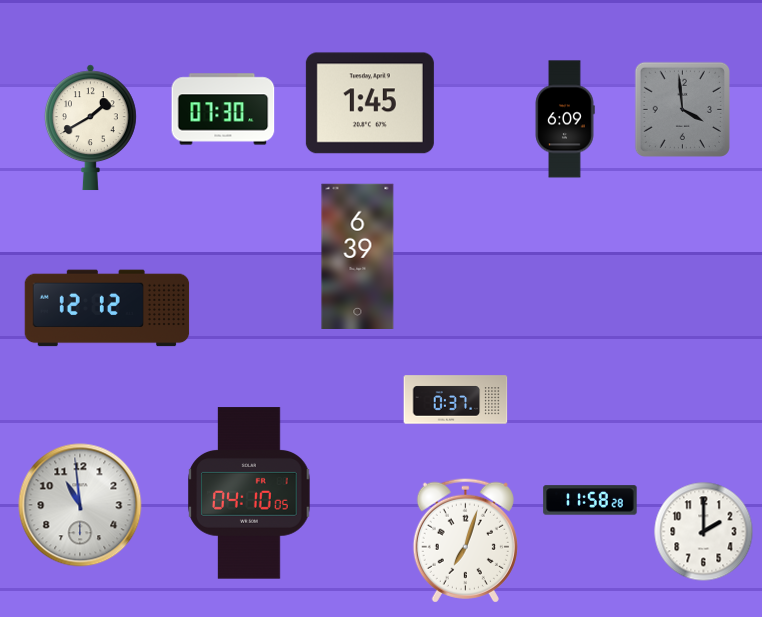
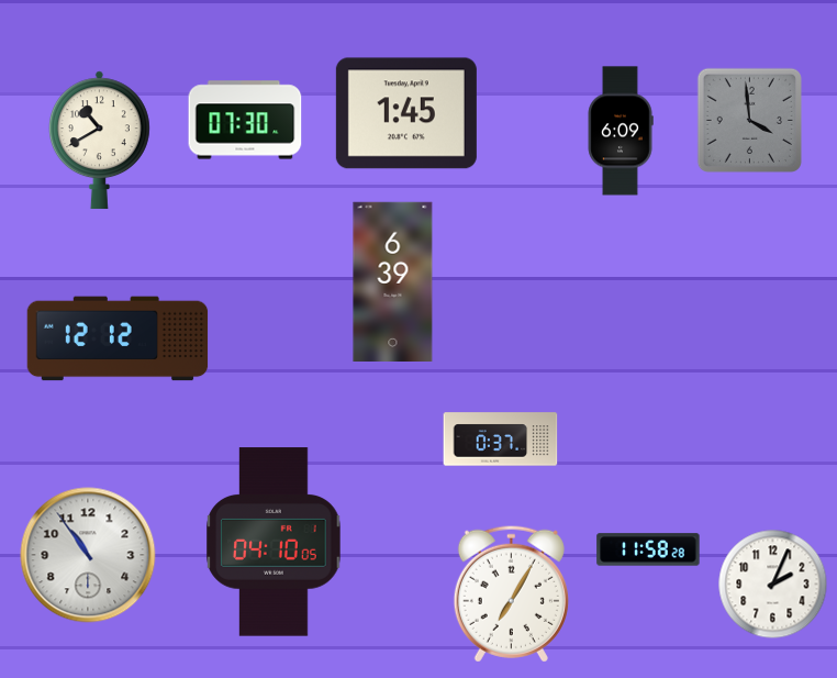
clock at (90, 127): 1:40 -> 10:40
clock at (80, 505): 10:59 -> 10:54
clock at (704, 532): 2:00 -> 2:04
clock at (465, 540): 7:03 -> 7:05
